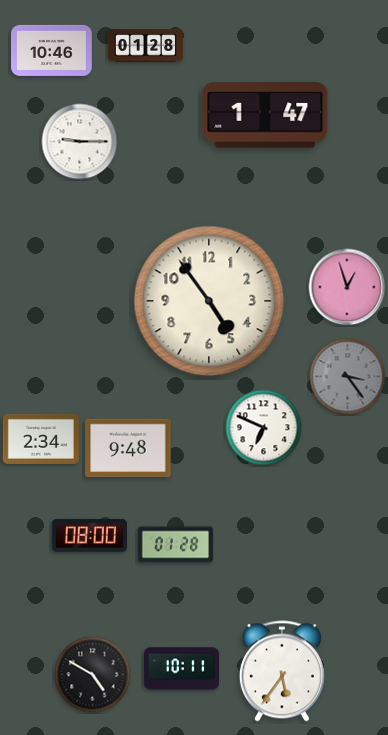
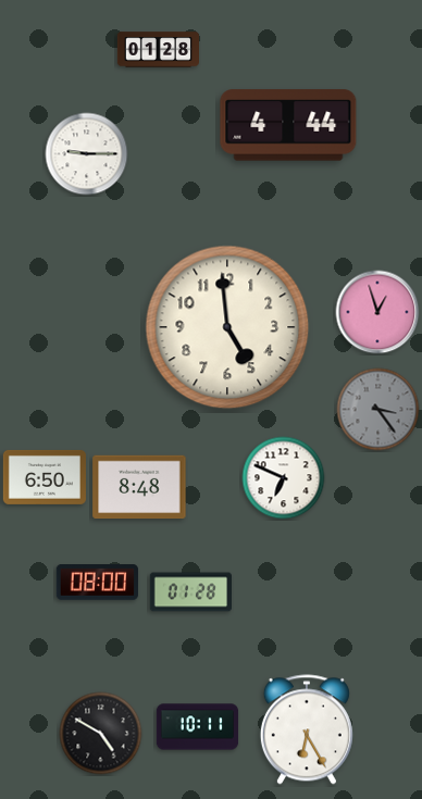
clock at (52, 50): 10:46 -> none
clock at (265, 115): 1:47 -> 4:44
clock at (209, 301): 4:54 -> 4:59
clock at (264, 428) position: (264, 428) -> (284, 478)
clock at (41, 439): 2:34 -> 6:50
clock at (128, 448): 9:48 -> 8:48
clock at (282, 671): 5:36 -> 6:25
